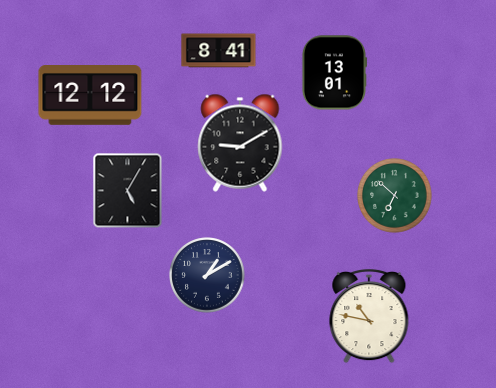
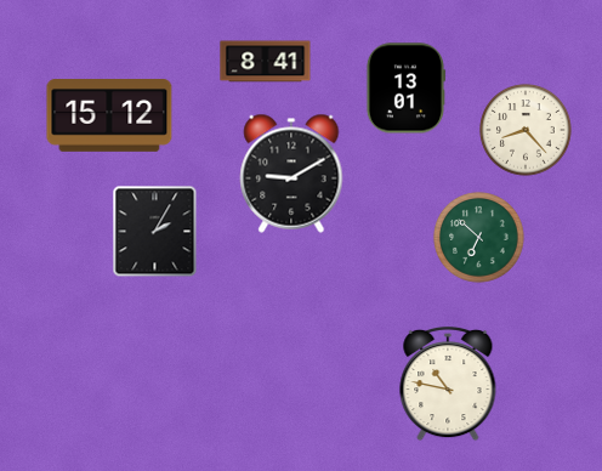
clock at (90, 96): 12:12 -> 15:12
clock at (526, 130): none -> 8:23
clock at (128, 191): 5:05 -> 2:05
clock at (207, 275): 1:10 -> none
